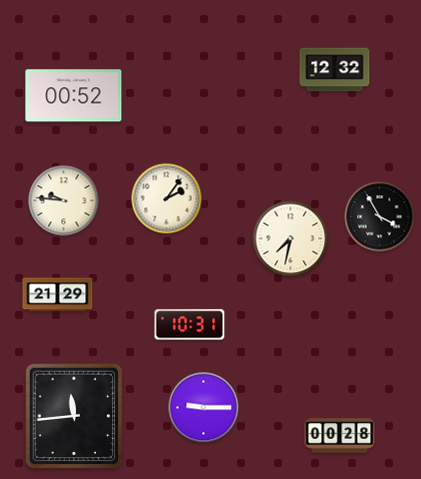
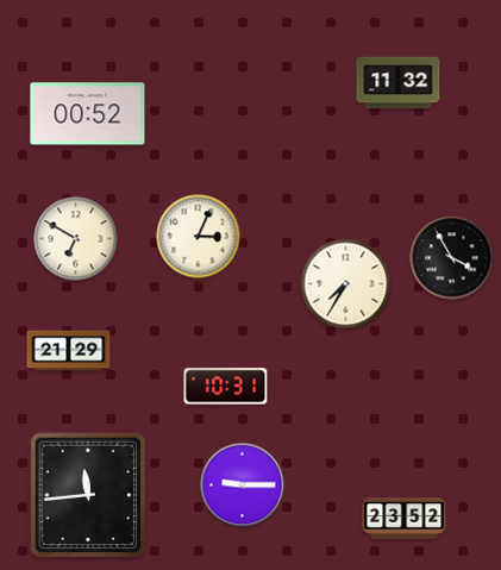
clock at (335, 70): 12:32 -> 11:32
clock at (167, 199): 2:06 -> 3:04
clock at (64, 201): 9:46 -> 6:50
clock at (291, 239): 7:32 -> 7:35
clock at (340, 436): 00:28 -> 23:52
